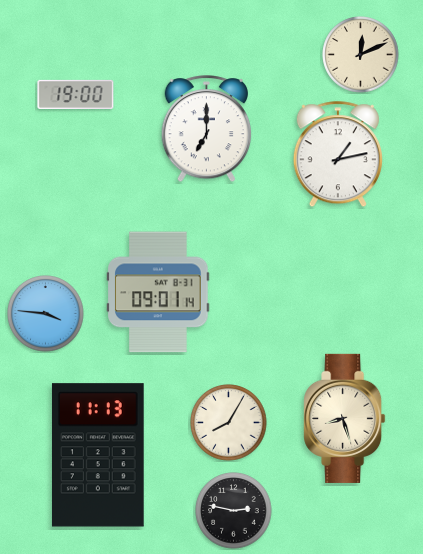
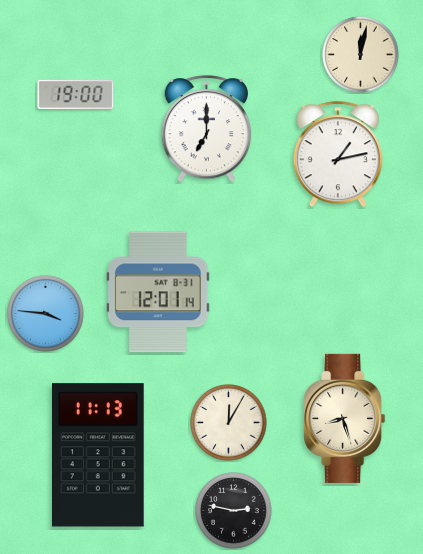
clock at (361, 55): 12:11 -> 12:02
clock at (158, 292): 09:01 -> 12:01
clock at (229, 423): 8:05 -> 12:05
